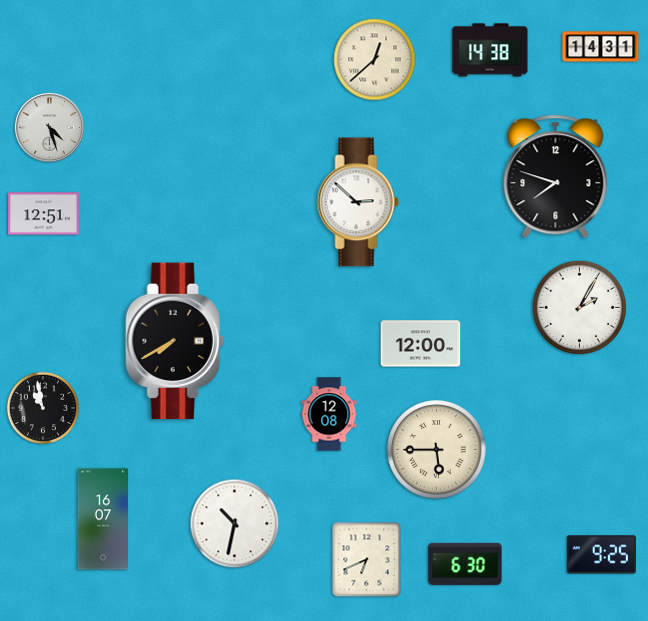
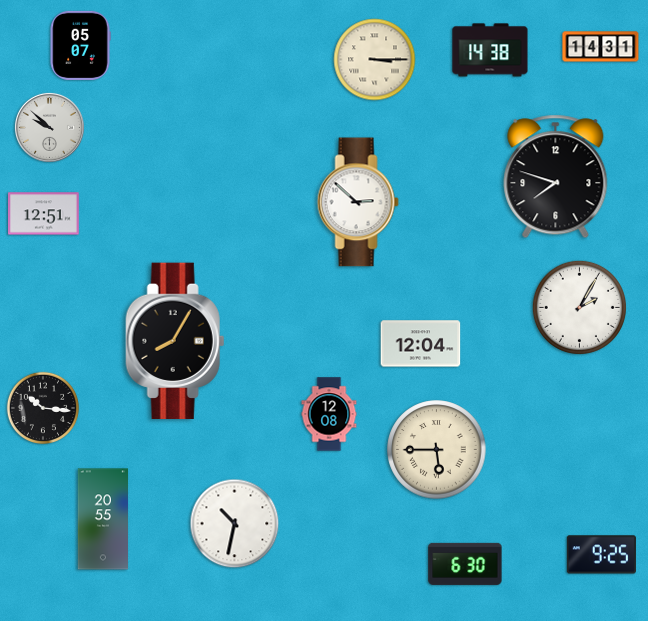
clock at (80, 45): none -> 05:07
clock at (375, 60): 12:38 -> 3:15
clock at (49, 127): 4:27 -> 9:52
clock at (175, 341): 7:40 -> 8:05
clock at (421, 344): 12:00 -> 12:04
clock at (42, 407): 10:58 -> 10:16
clock at (103, 519): 16:07 -> 20:55
clock at (367, 560): 6:41 -> none
